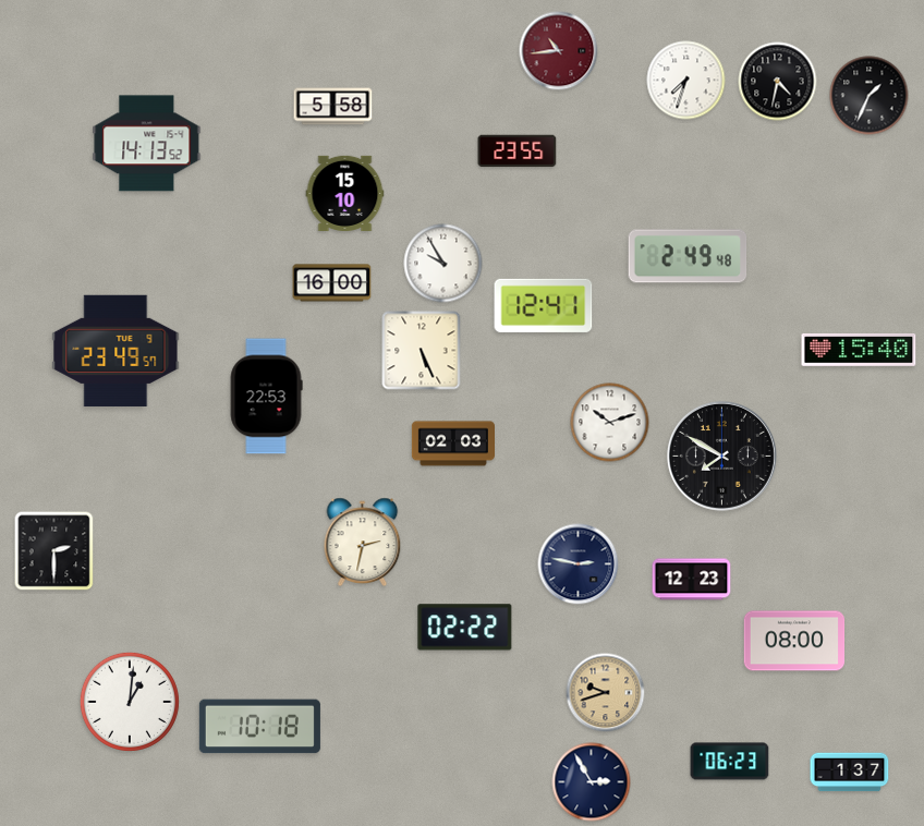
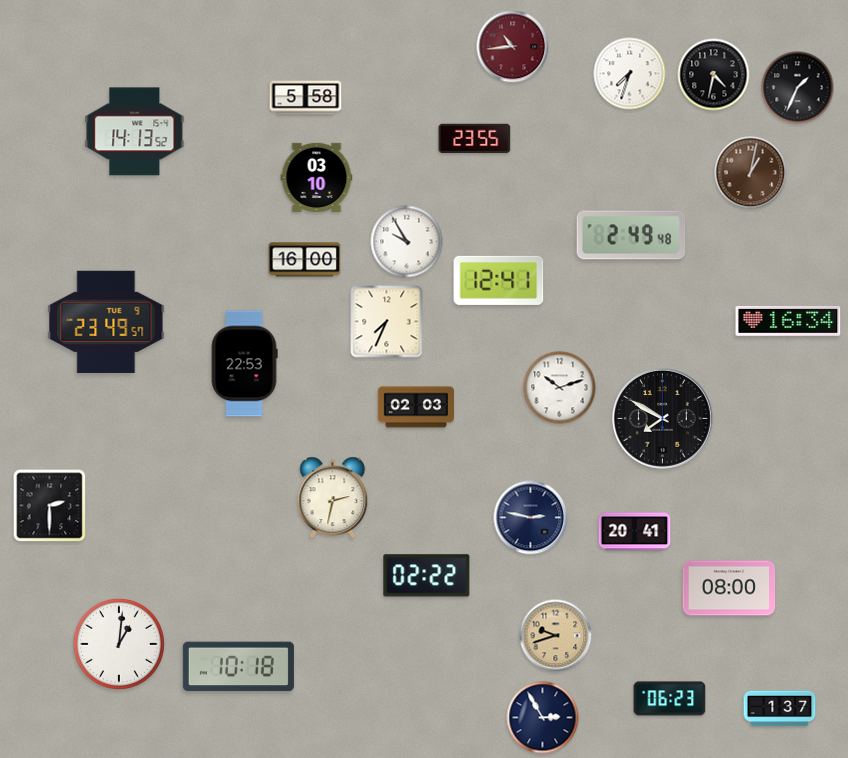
clock at (751, 173): none -> 1:02
clock at (345, 193): 15:10 -> 03:10
clock at (422, 351): 5:26 -> 7:34
clock at (859, 351): 15:40 -> 16:34
clock at (692, 580): 12:23 -> 20:41
